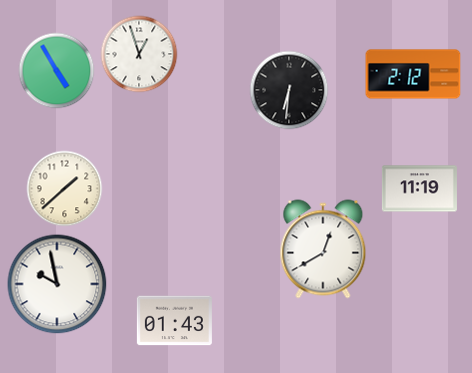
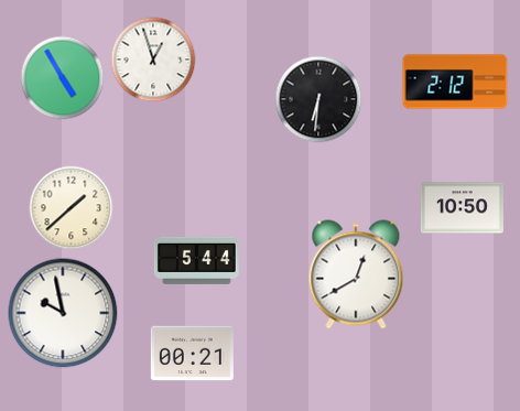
clock at (419, 189): 11:19 -> 10:50
clock at (196, 260): none -> 5:44
clock at (174, 321): 01:43 -> 00:21
